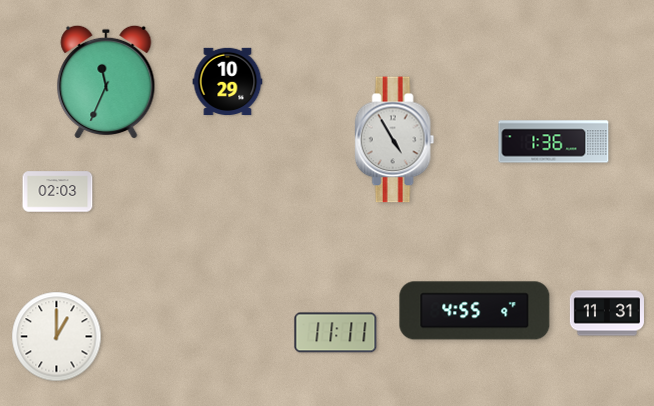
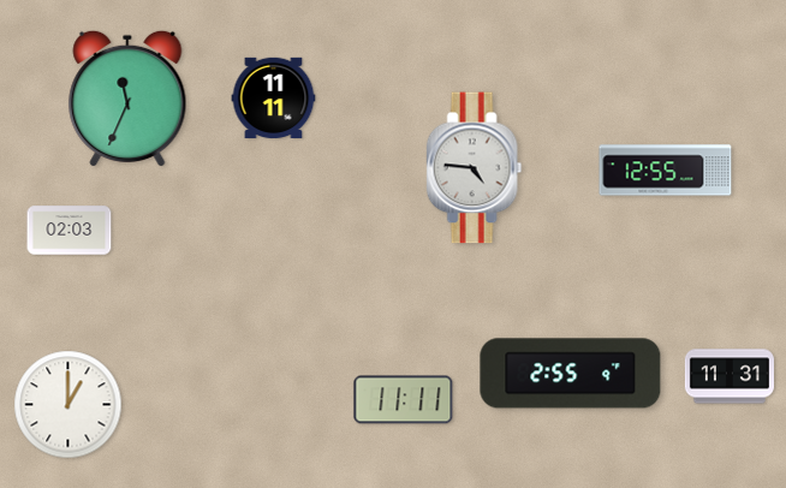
clock at (228, 81): 10:29 -> 11:11
clock at (395, 140): 4:55 -> 4:46
clock at (554, 142): 1:36 -> 12:55
clock at (475, 311): 4:55 -> 2:55
